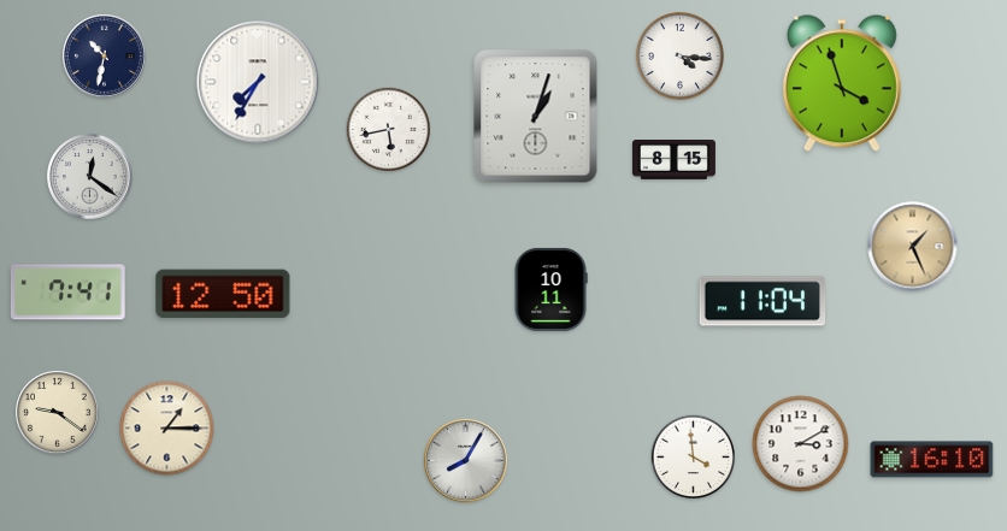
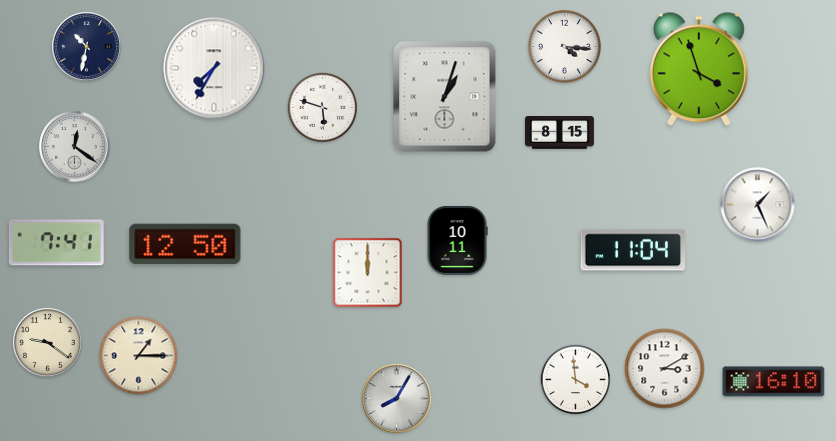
clock at (389, 130): 5:43 -> 5:48
clock at (913, 247) dial: champagne -> white
clock at (368, 273): none -> 12:00
clock at (466, 461) position: (466, 461) -> (397, 399)
